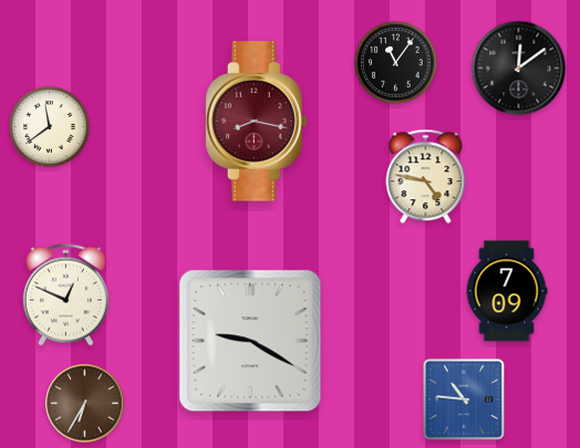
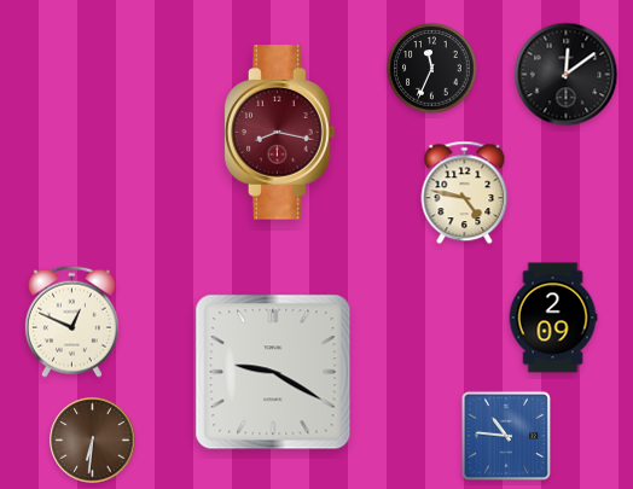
clock at (396, 63): 11:06 -> 11:34
clock at (50, 127): 11:39 -> none
clock at (507, 291): 7:09 -> 2:09
clock at (85, 404): 6:35 -> 6:31
